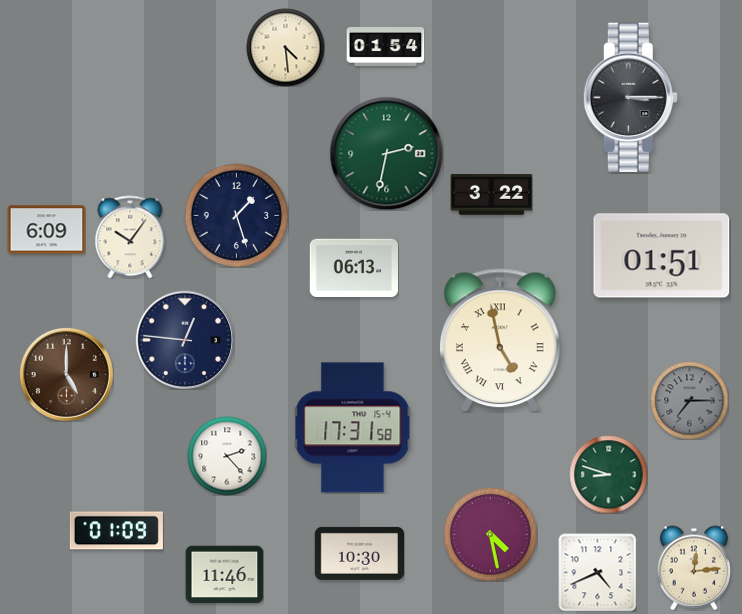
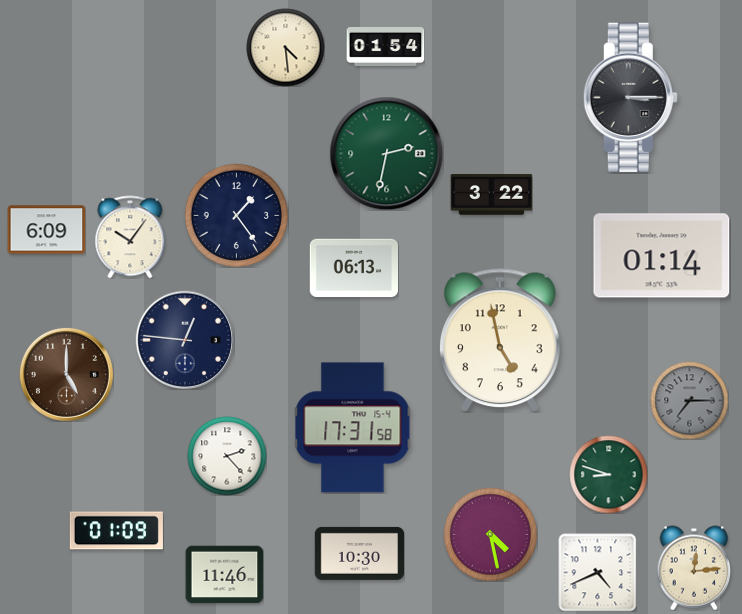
clock at (236, 215): 1:27 -> 1:24
clock at (662, 256): 01:51 -> 01:14
clock at (501, 340) numerals: Roman -> Arabic
